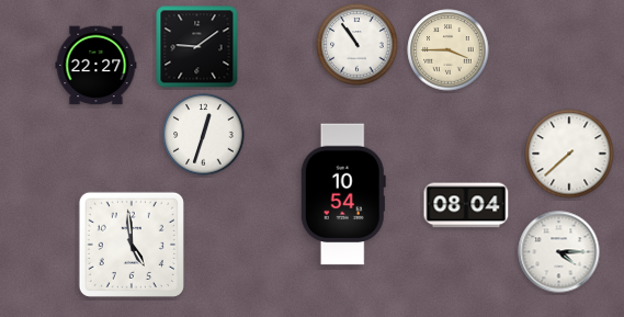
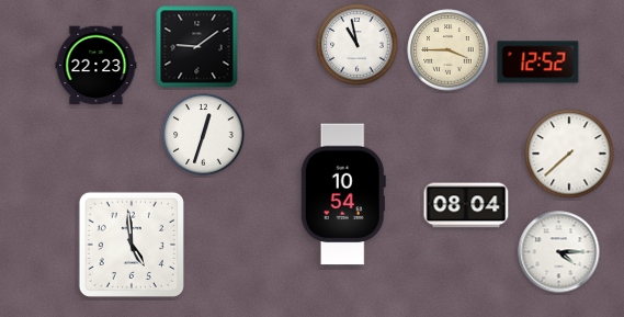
clock at (358, 45): 10:54 -> 10:58
clock at (538, 63): none -> 12:52
clock at (97, 66): 22:27 -> 22:23
